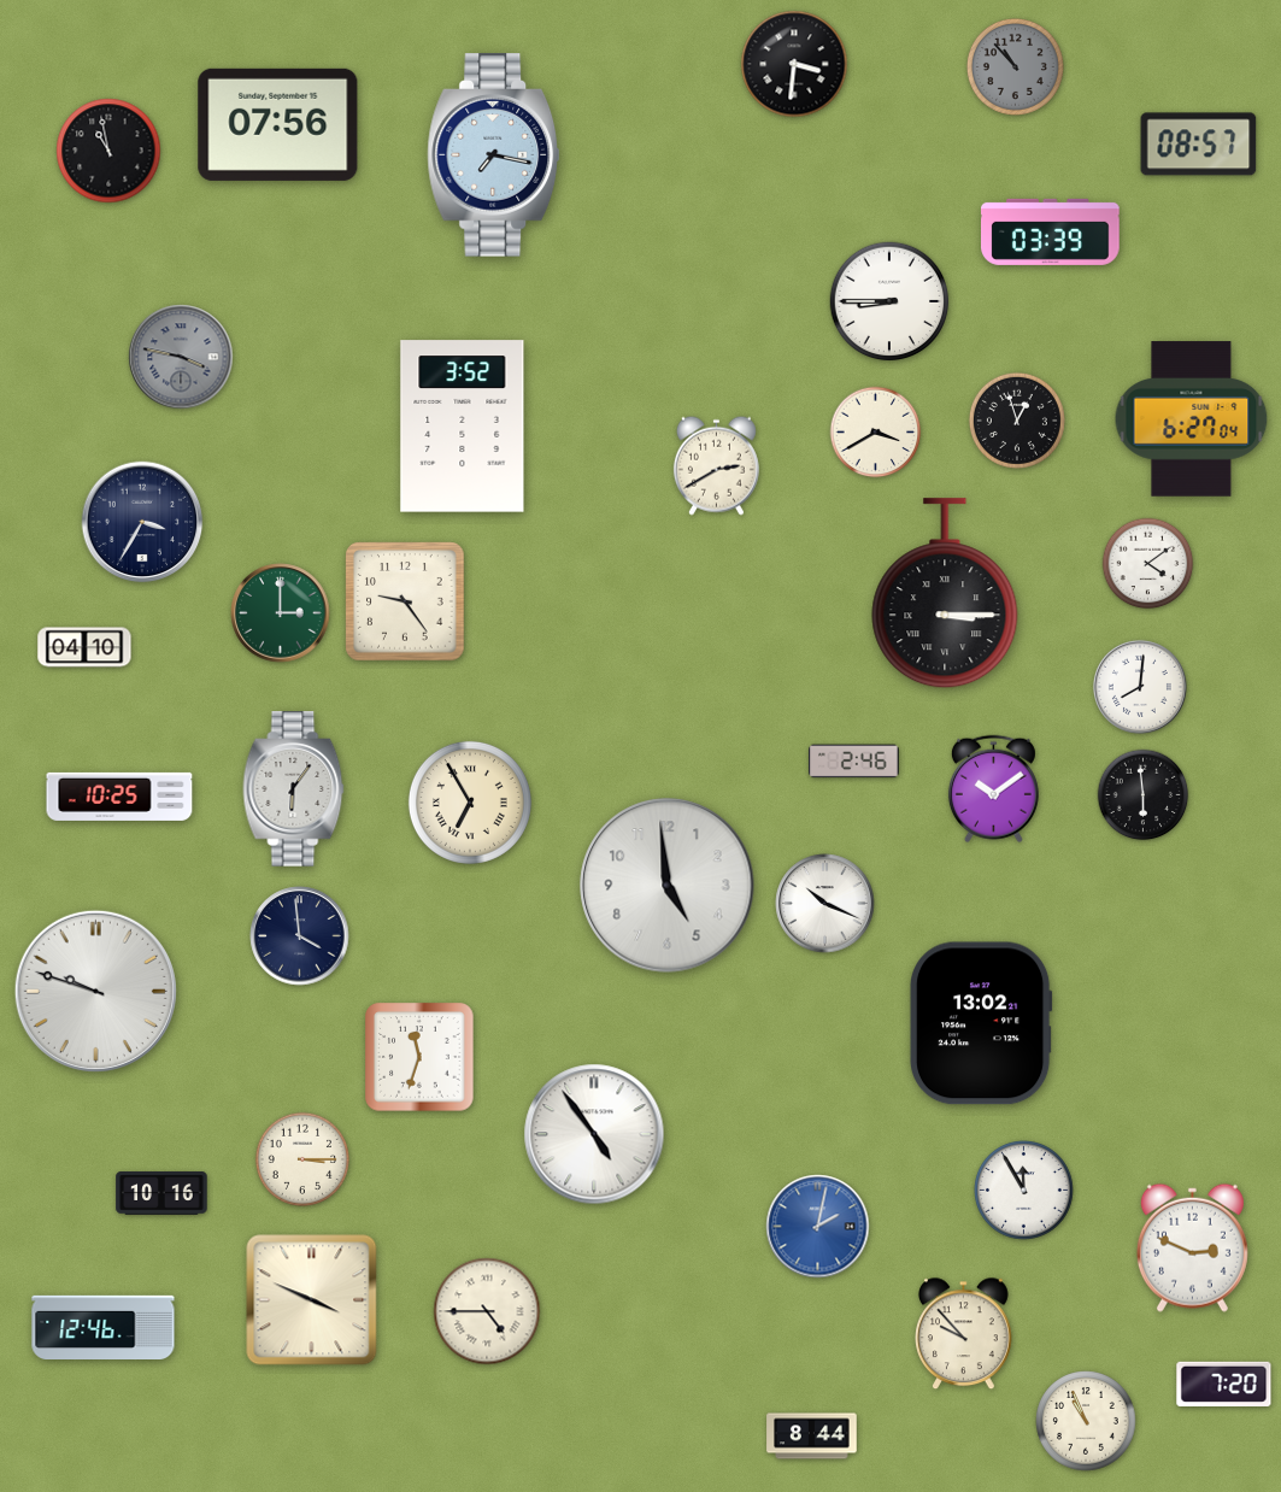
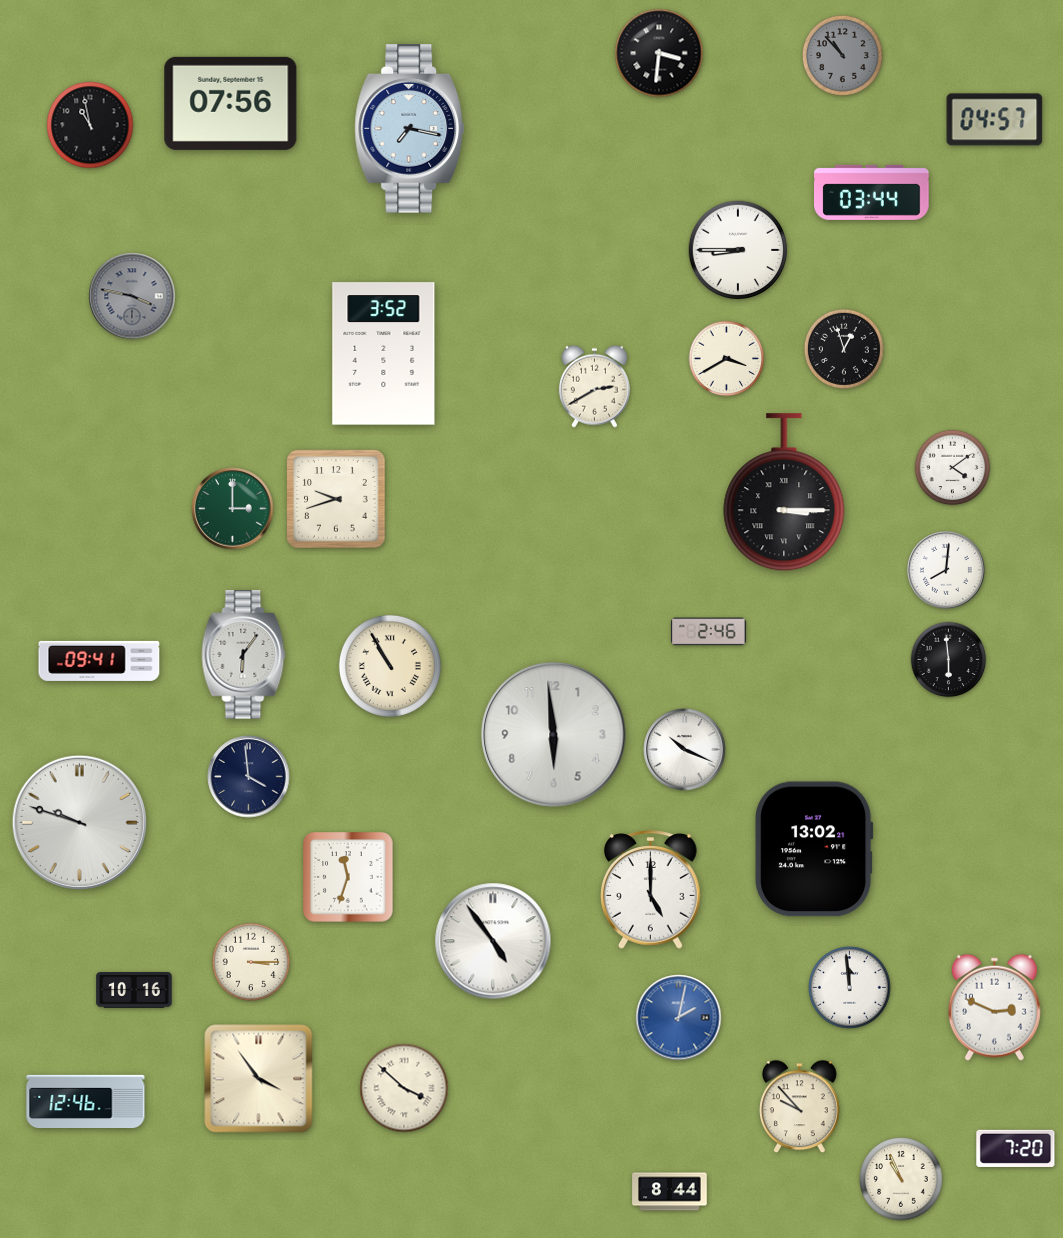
clock at (1199, 145): 08:57 -> 04:57
clock at (1051, 231): 03:39 -> 03:44
clock at (181, 357) position: (181, 357) -> (132, 296)
clock at (1192, 419): 6:27 -> none
clock at (142, 522): 3:35 -> none
clock at (405, 601): 9:24 -> 9:42
clock at (84, 647): 04:10 -> none
clock at (993, 789): 10:09 -> none
clock at (119, 797): 10:25 -> 09:41
clock at (470, 803): 6:55 -> 10:55
clock at (668, 886): 4:59 -> 5:59
clock at (651, 890): none -> 5:00
clock at (1024, 1191): 11:55 -> 11:59
clock at (1192, 1247) position: (1192, 1247) -> (994, 1007)
clock at (312, 1300): 3:49 -> 3:54
clock at (487, 1311): 4:45 -> 3:52
clock at (812, 1437) position: (812, 1437) -> (670, 1192)
